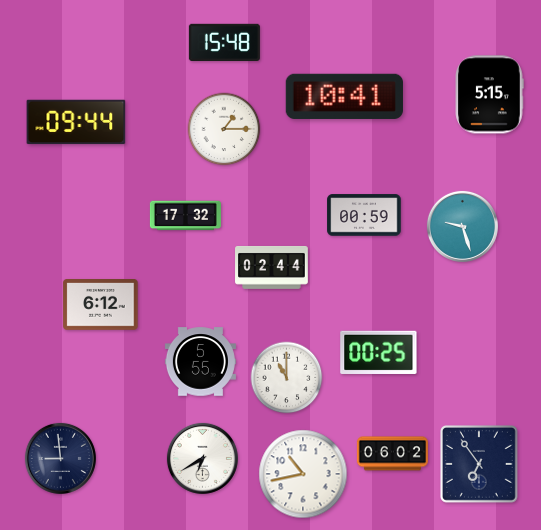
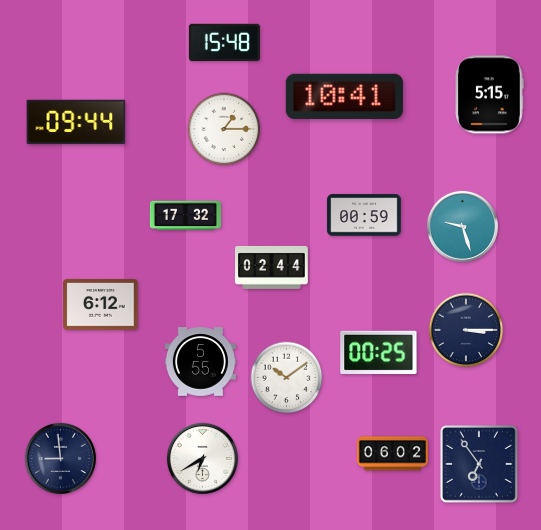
clock at (466, 330): none -> 3:15
clock at (287, 378): 11:00 -> 10:09
clock at (303, 474): 10:43 -> none
